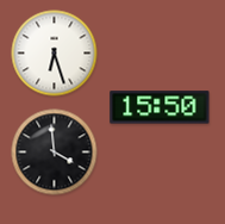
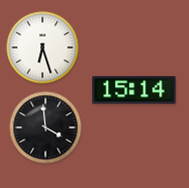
clock at (55, 54) position: (55, 54) -> (43, 48)
clock at (160, 107): 15:50 -> 15:14
